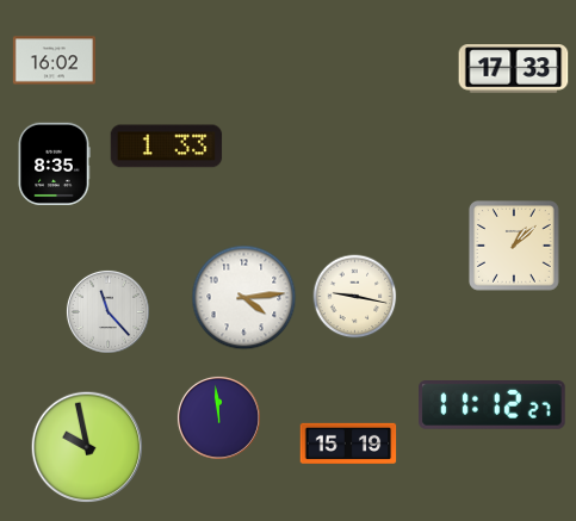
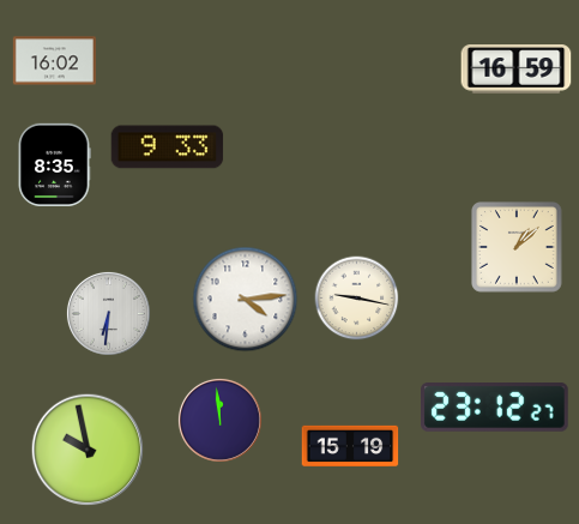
clock at (514, 69): 17:33 -> 16:59
clock at (167, 147): 1:33 -> 9:33
clock at (107, 311): 11:23 -> 6:31
clock at (493, 405): 11:12 -> 23:12
